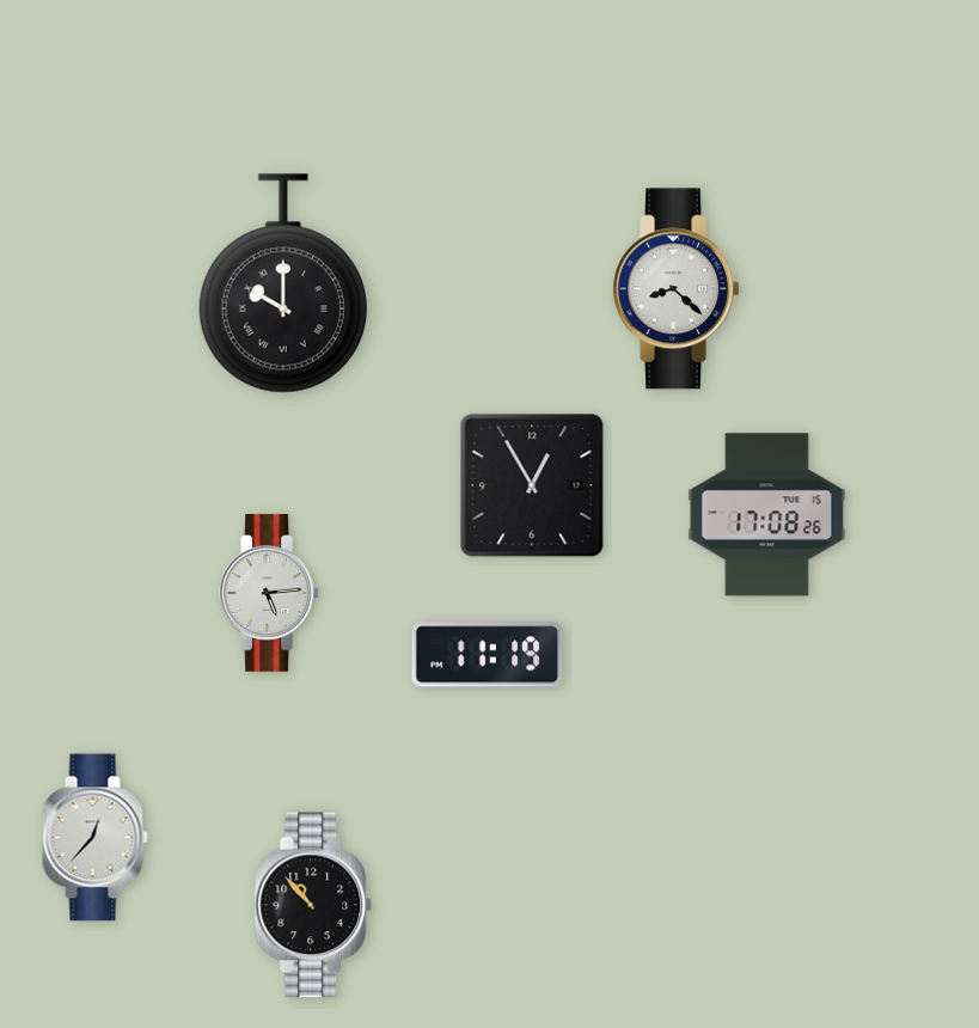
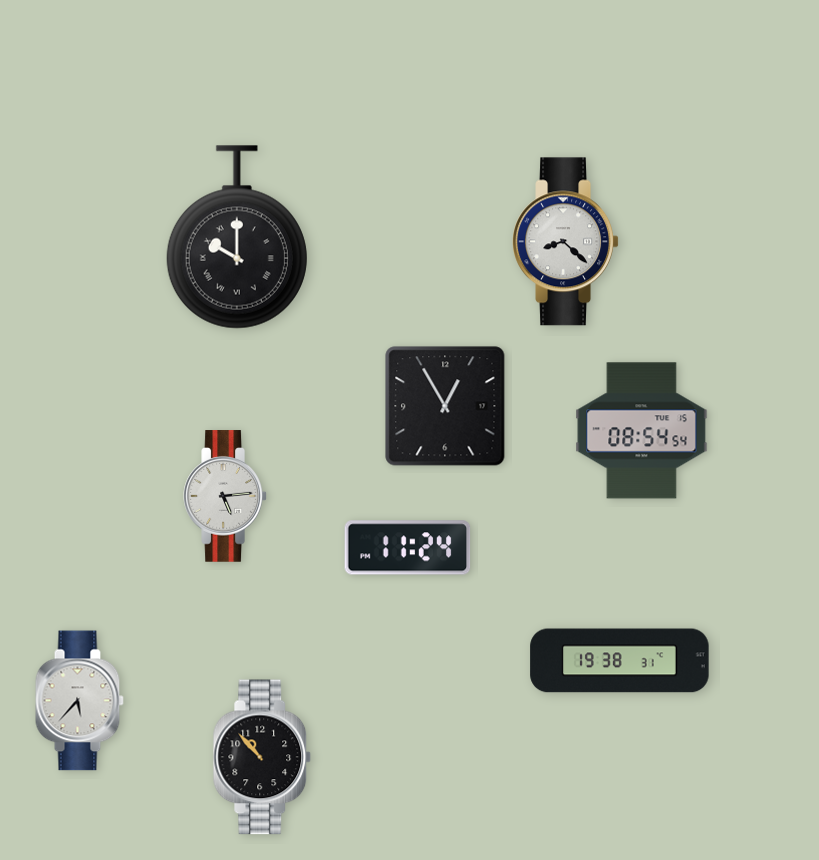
clock at (767, 515): 17:08 -> 08:54
clock at (488, 655): 11:19 -> 11:24
clock at (620, 661): none -> 19:38
clock at (94, 838): 12:37 -> 5:37
